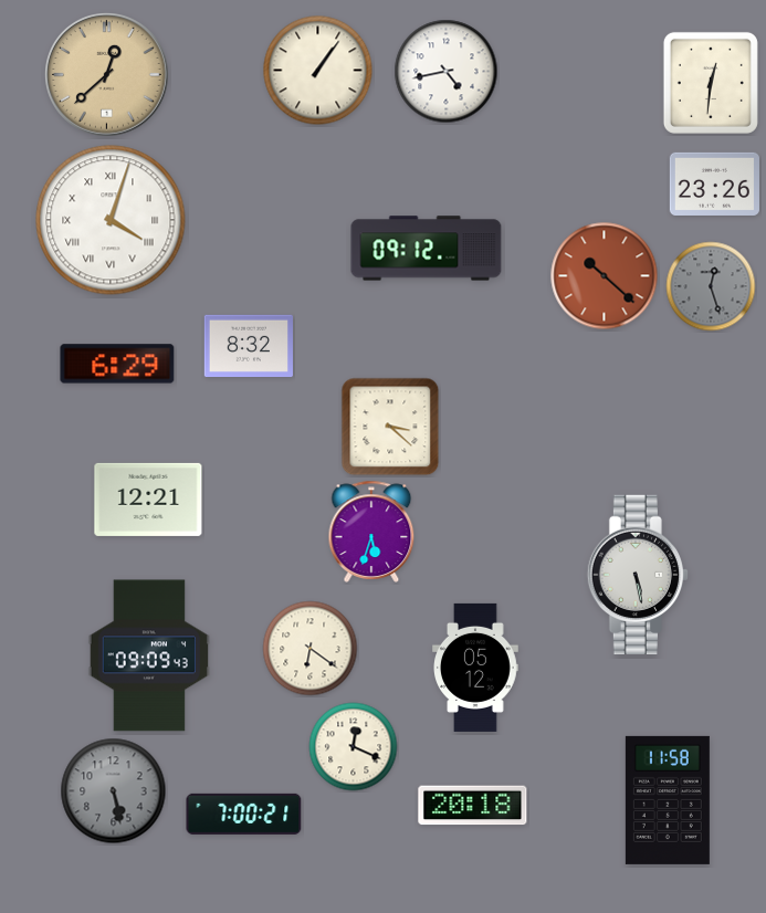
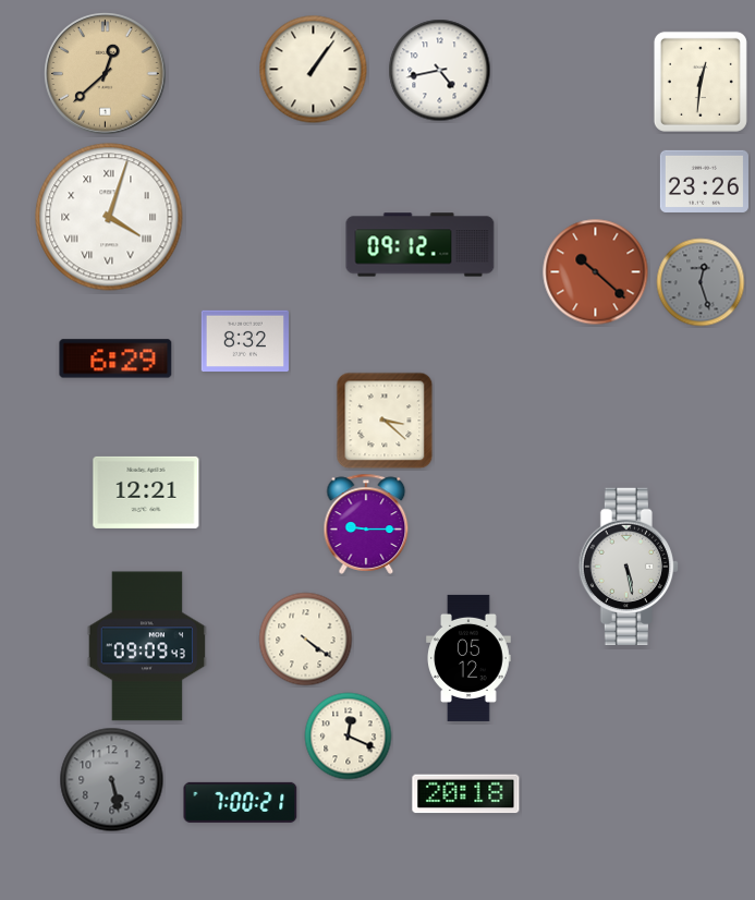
clock at (371, 532): 5:33 -> 9:15
clock at (311, 649): 6:21 -> 4:21
clock at (668, 800): 11:58 -> none
